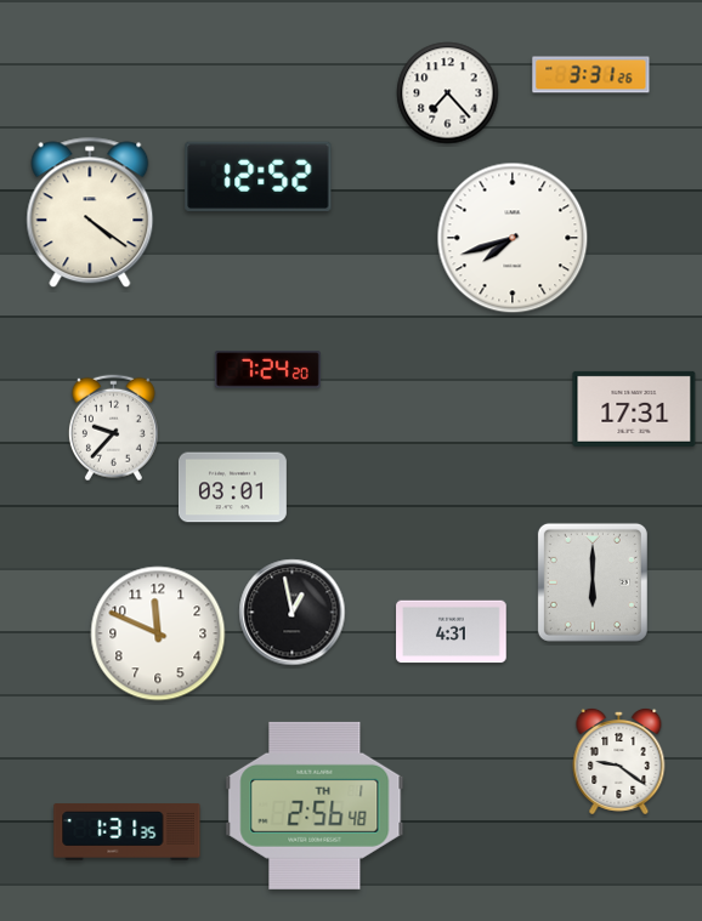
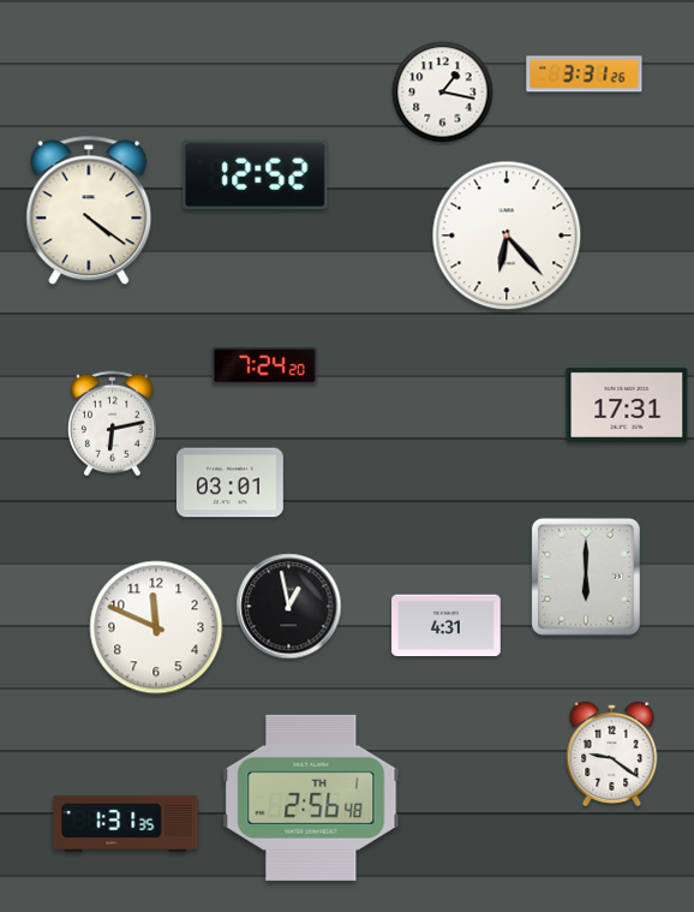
clock at (448, 93): 7:23 -> 1:17
clock at (513, 238): 7:42 -> 6:23
clock at (113, 428): 9:37 -> 6:13
